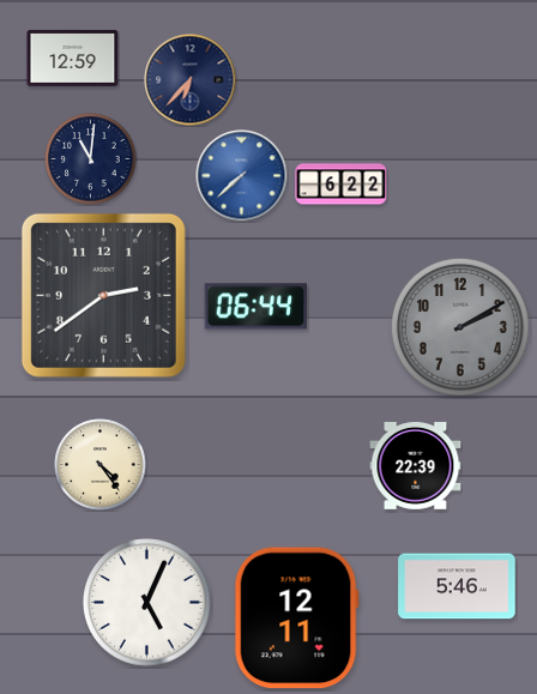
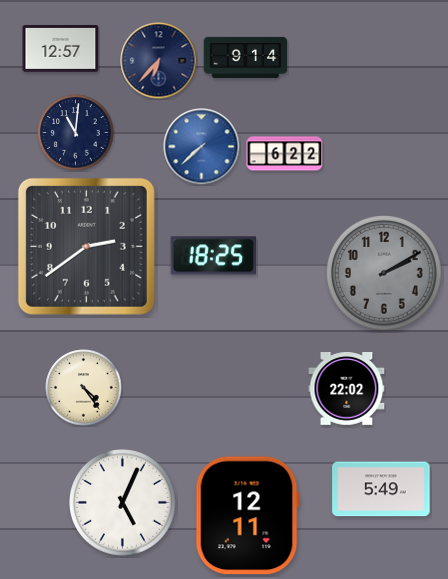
clock at (73, 58): 12:59 -> 12:57
clock at (246, 57): none -> 9:14
clock at (191, 80) position: (191, 80) -> (159, 61)
clock at (255, 307): 06:44 -> 18:25
clock at (416, 466): 22:39 -> 22:02
clock at (457, 586): 5:46 -> 5:49
